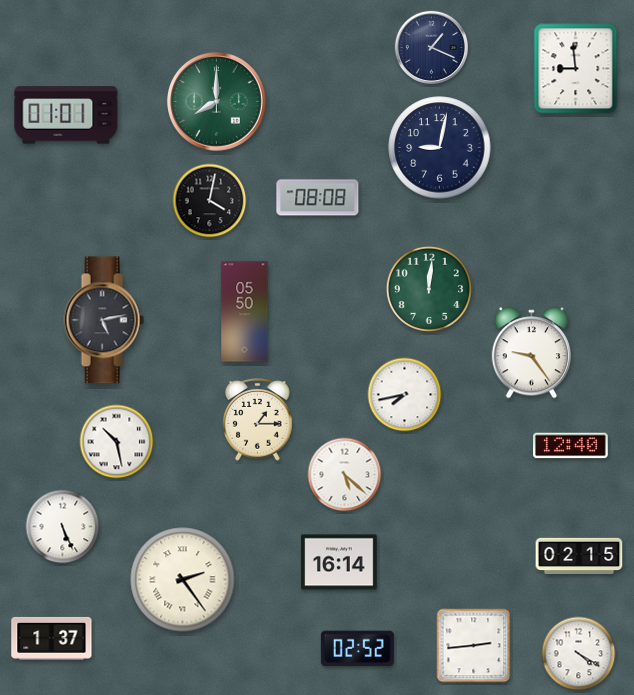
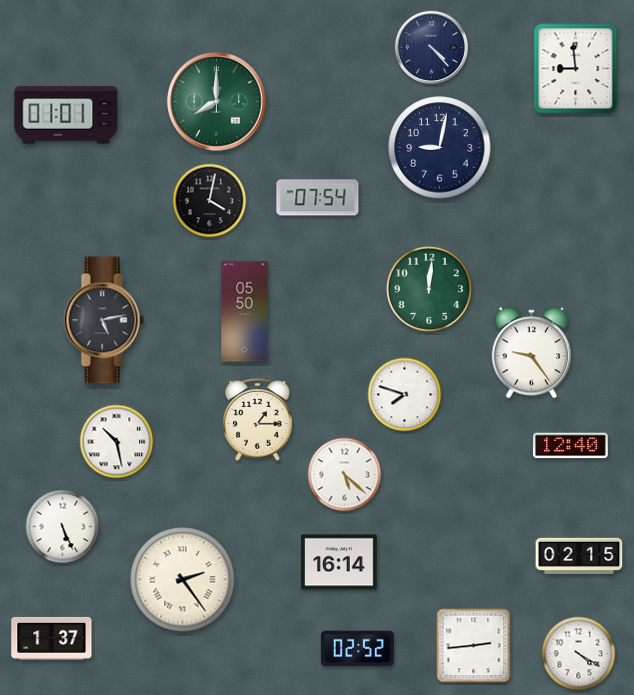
clock at (431, 47): 1:19 -> 4:23
clock at (318, 198): 08:08 -> 07:54
clock at (405, 395): 7:43 -> 7:48
